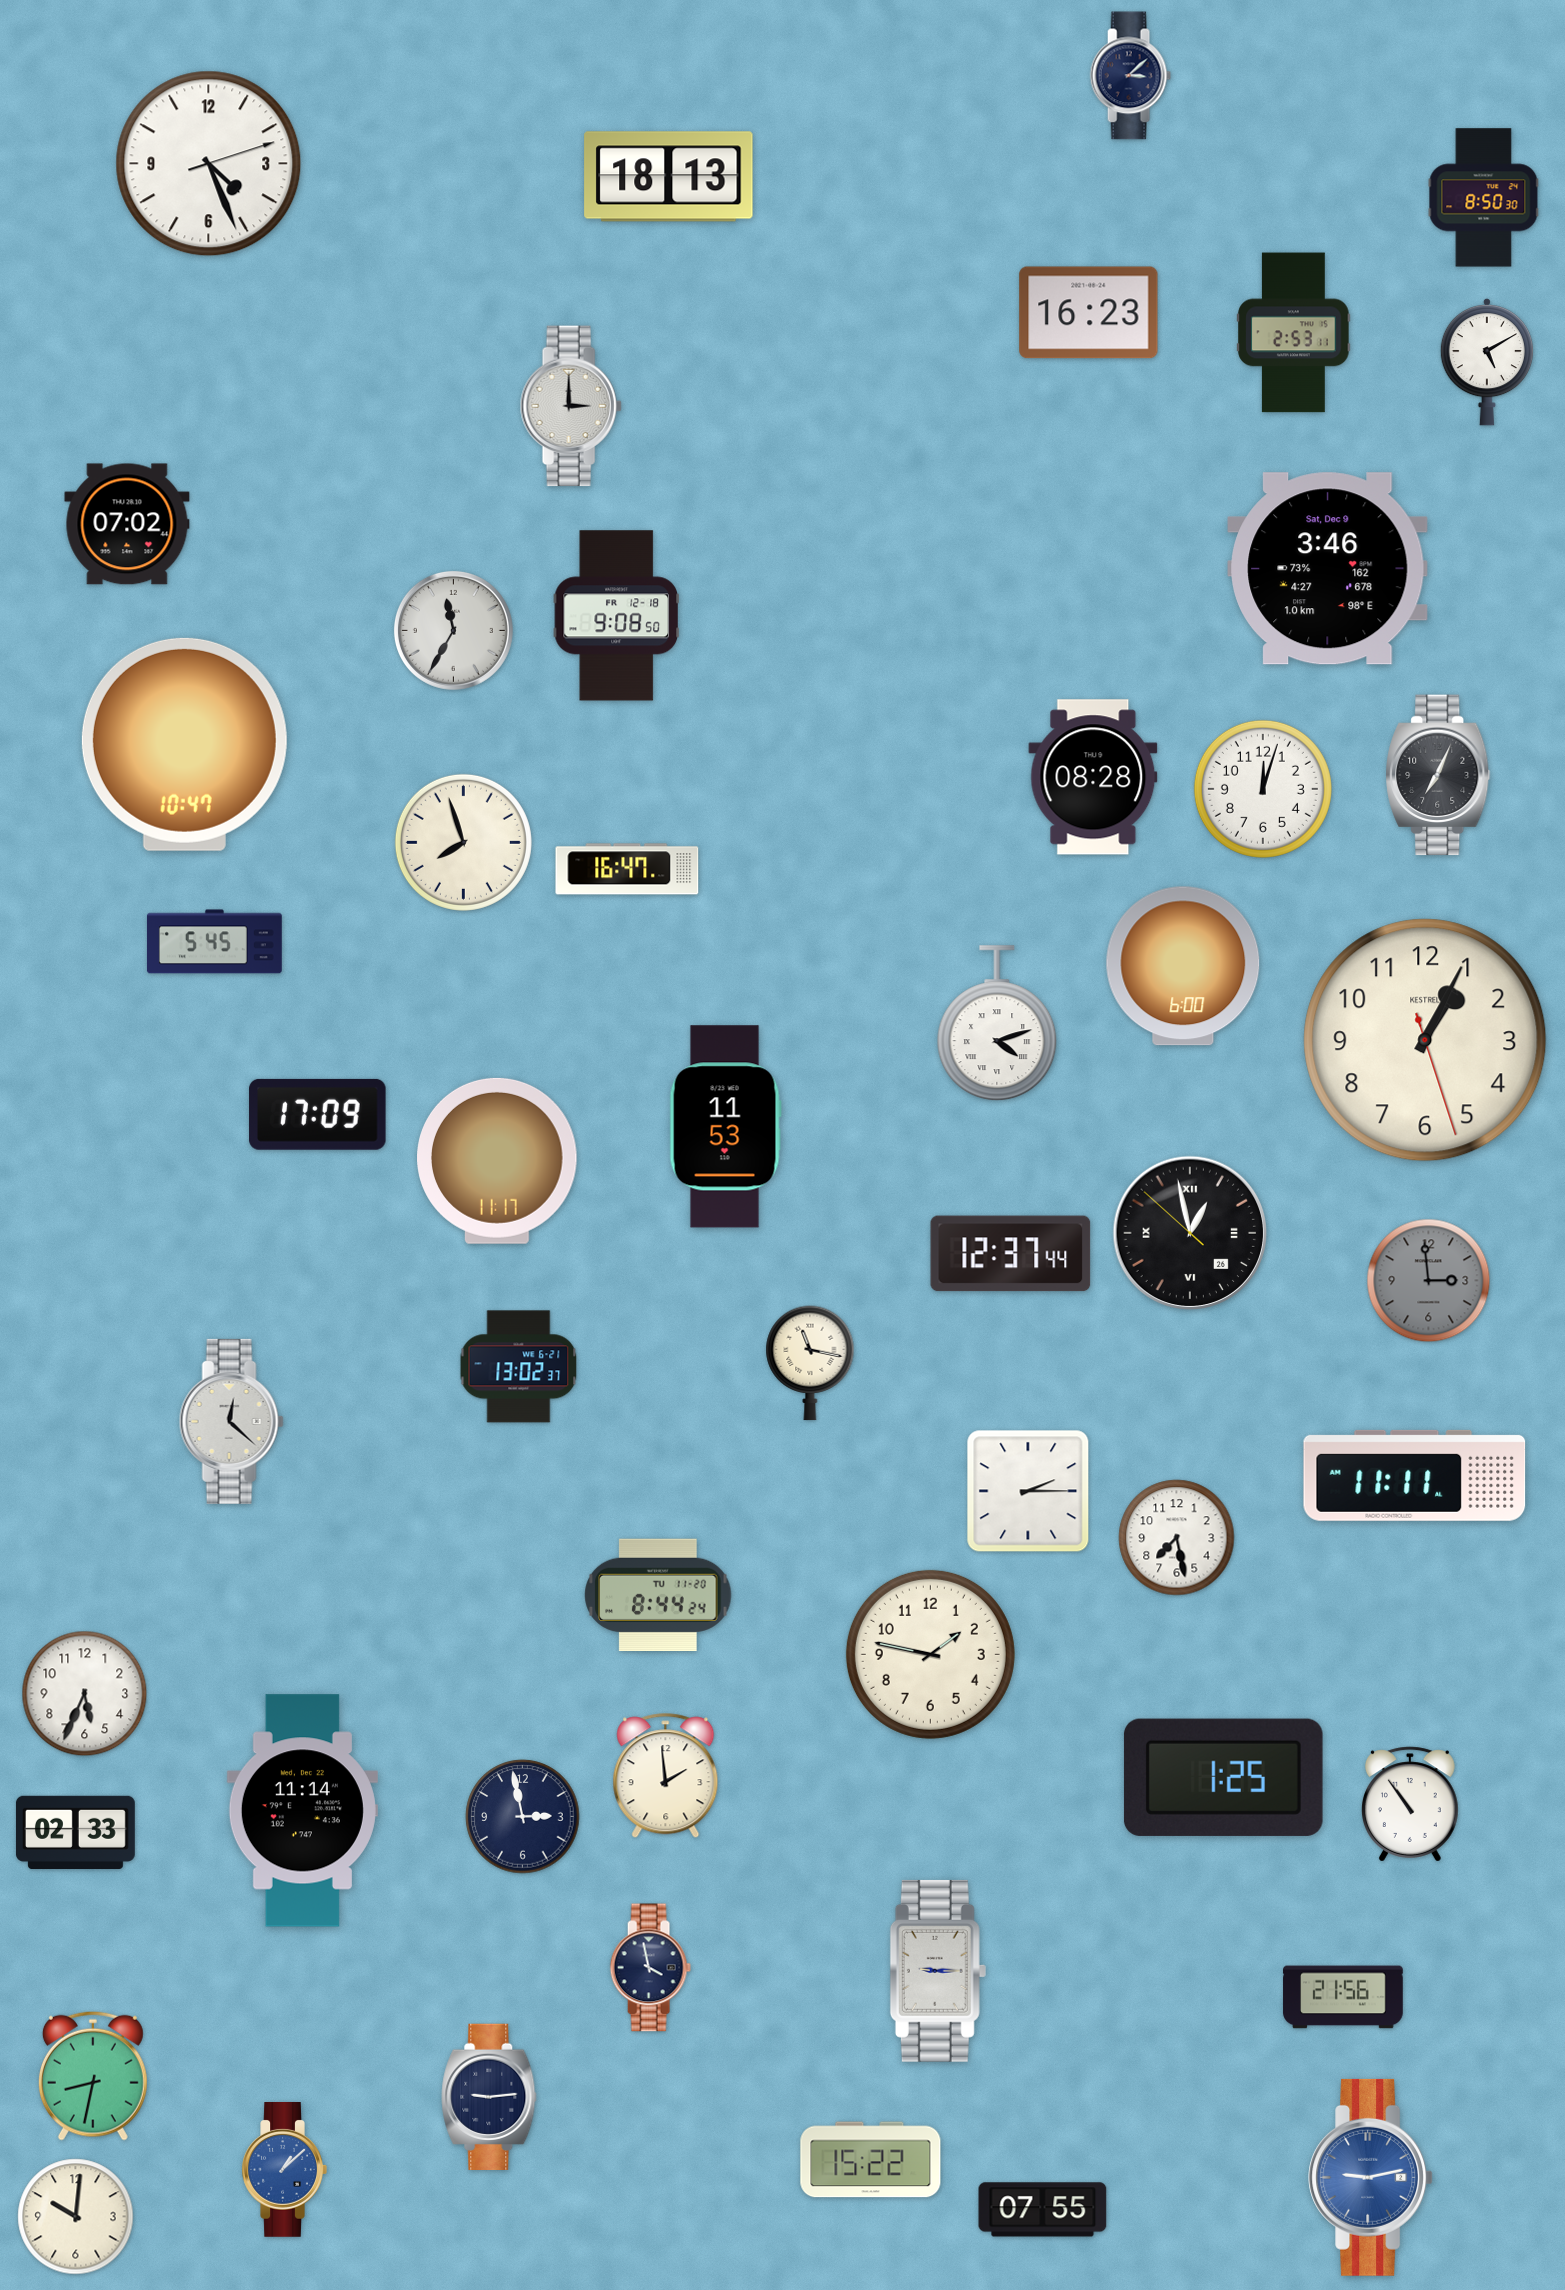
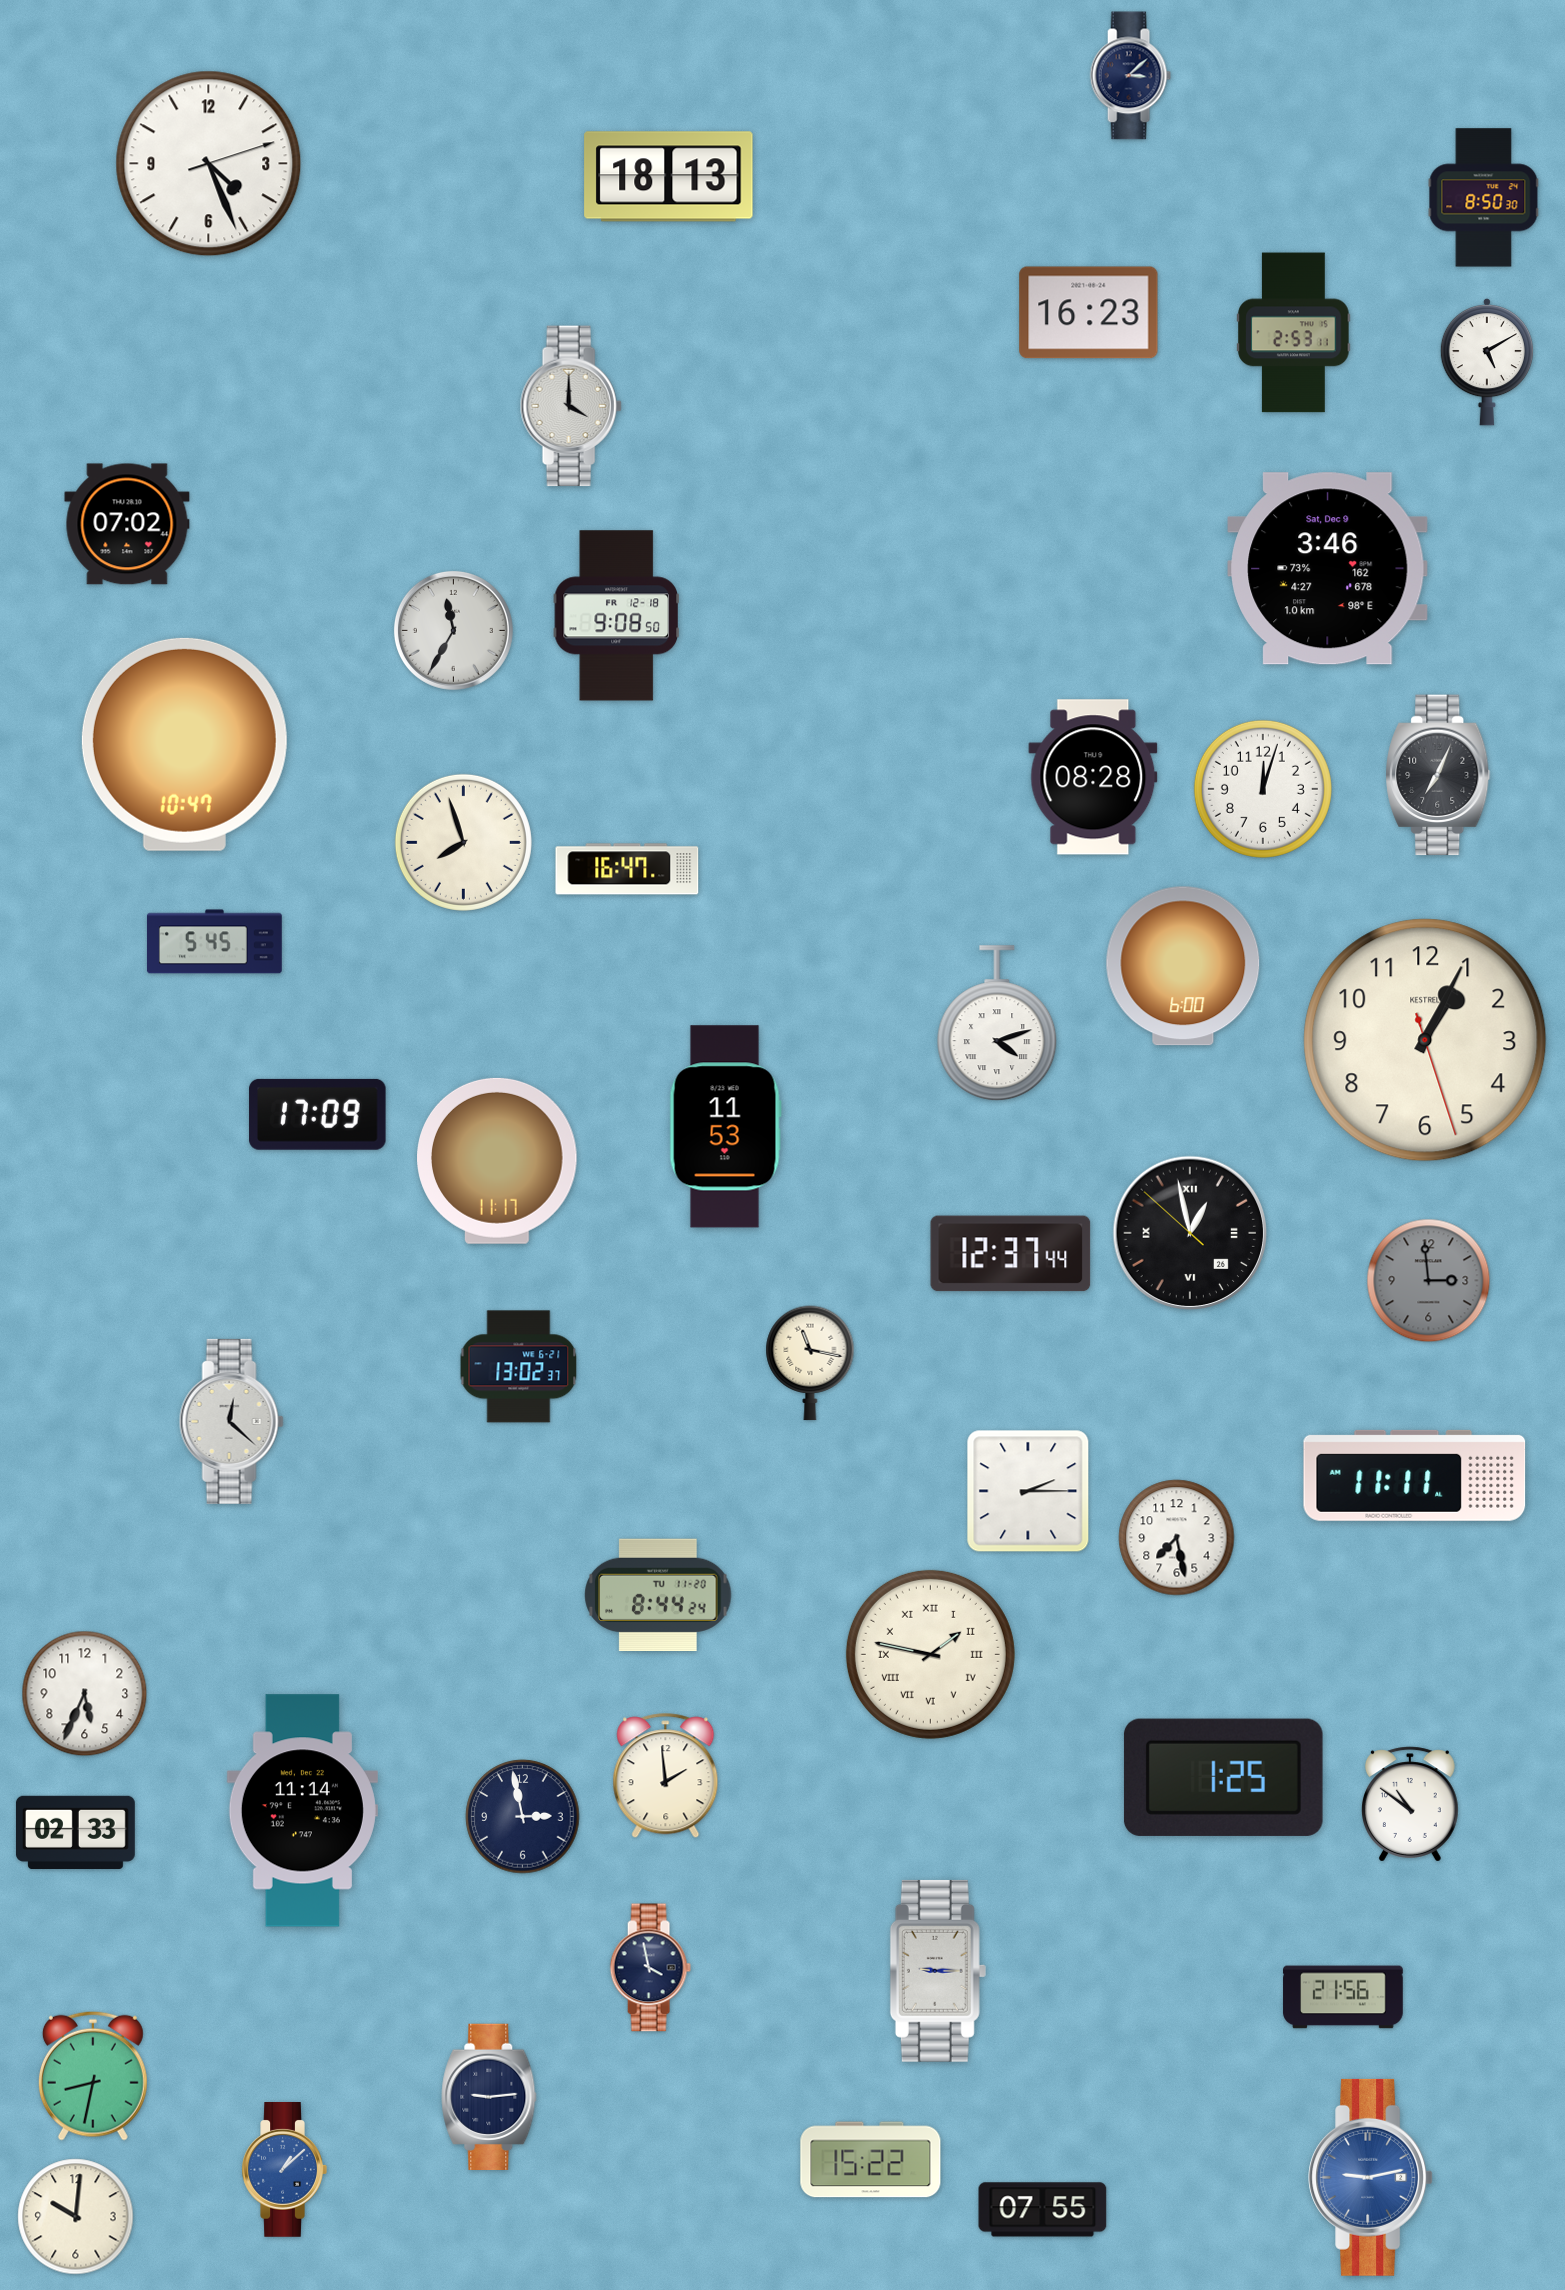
clock at (571, 406): 3:00 -> 4:00
clock at (930, 1654) numerals: Arabic -> Roman
clock at (1410, 1804): 10:54 -> 10:51
